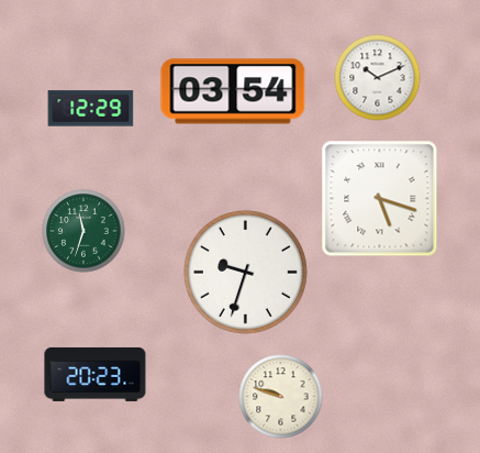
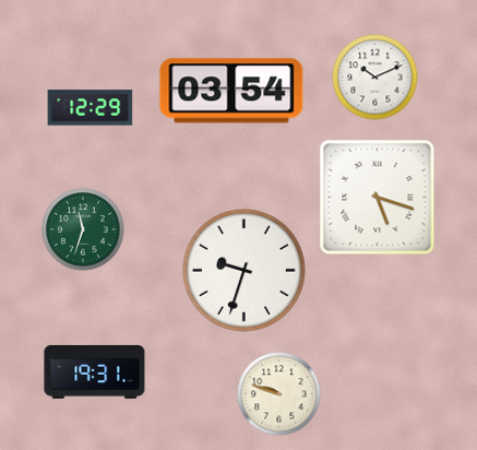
clock at (96, 374): 20:23 -> 19:31
